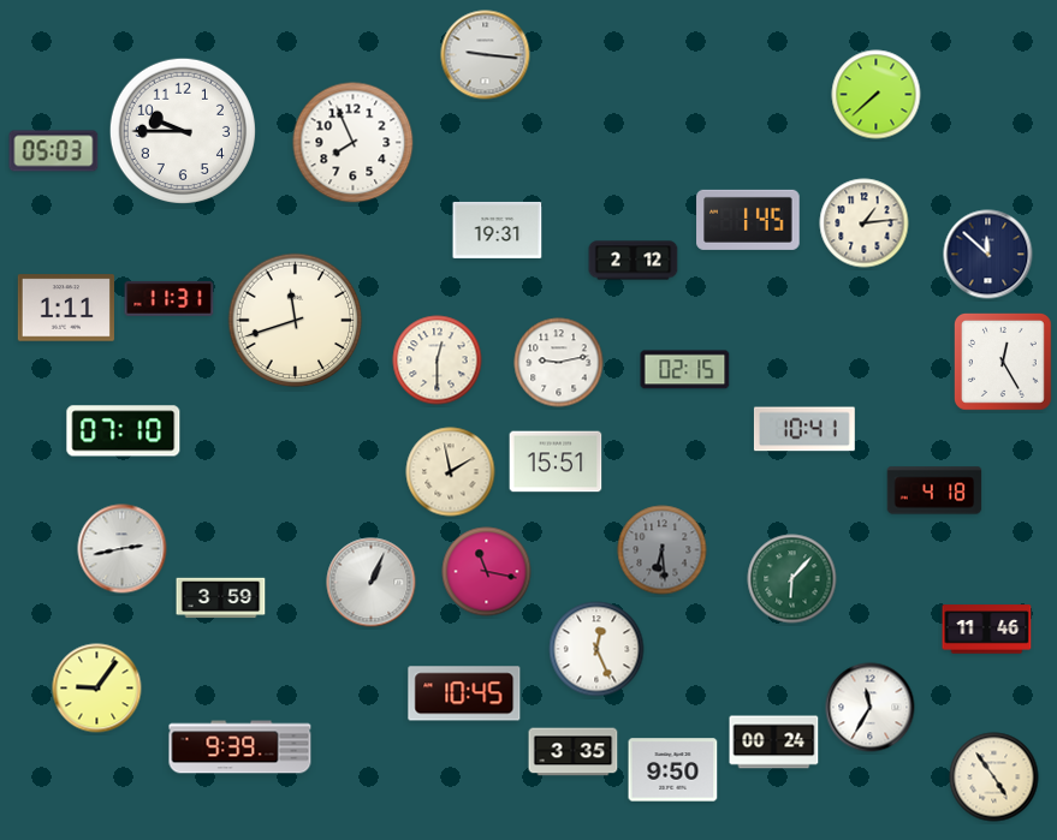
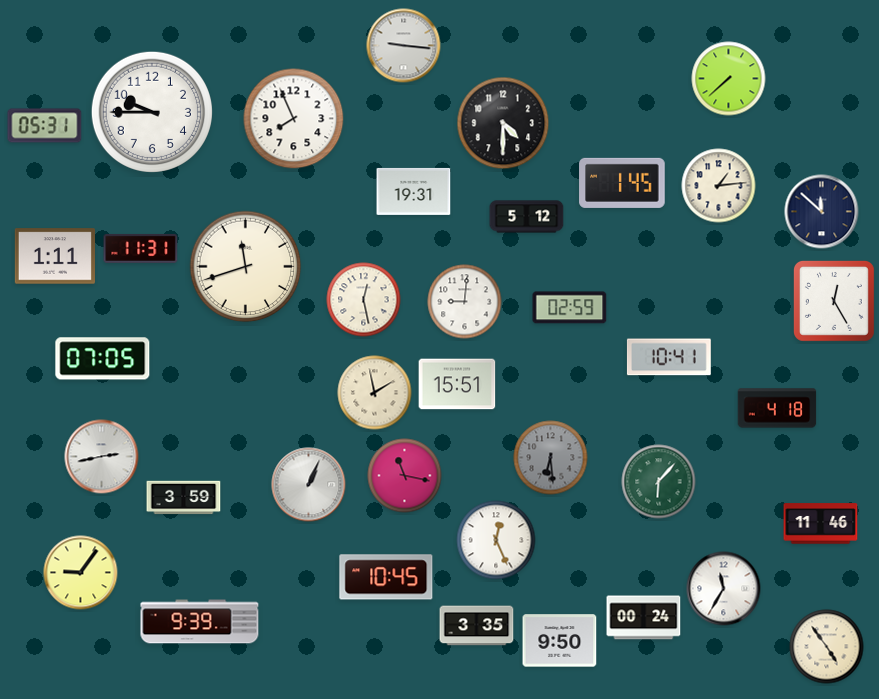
clock at (183, 131) position: (183, 131) -> (152, 112)
clock at (503, 123): none -> 4:30
clock at (54, 151): 05:03 -> 05:31
clock at (634, 261): 2:12 -> 5:12
clock at (438, 361): 12:30 -> 12:28
clock at (559, 363): 9:13 -> 9:01
clock at (685, 370): 02:15 -> 02:59
clock at (124, 431): 07:10 -> 07:05
clock at (556, 461) position: (556, 461) -> (457, 384)
